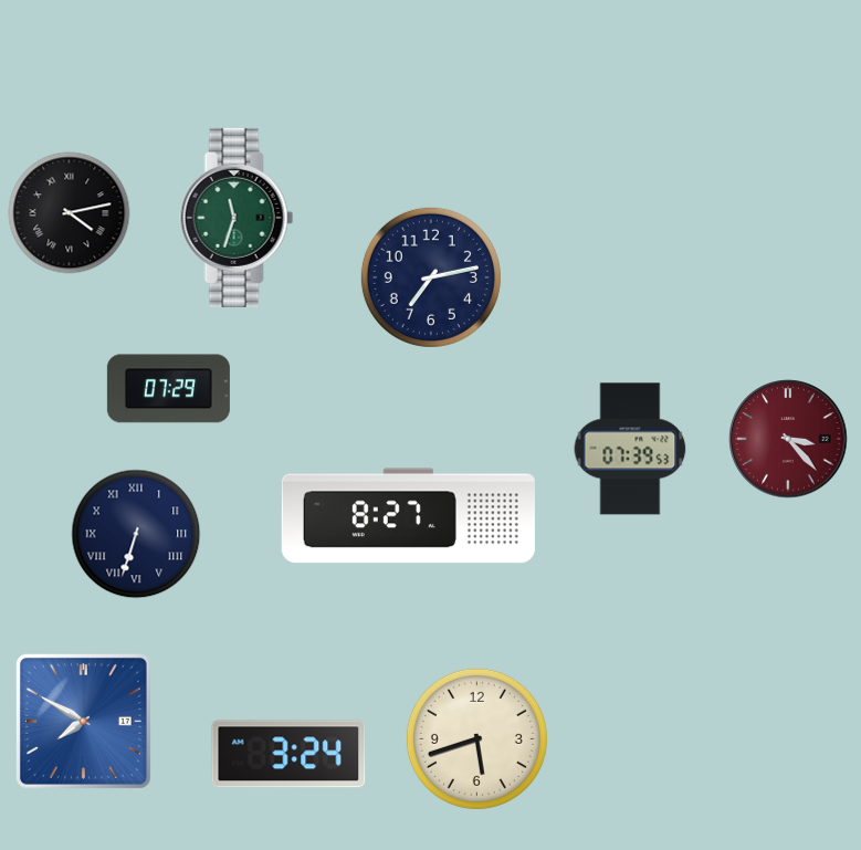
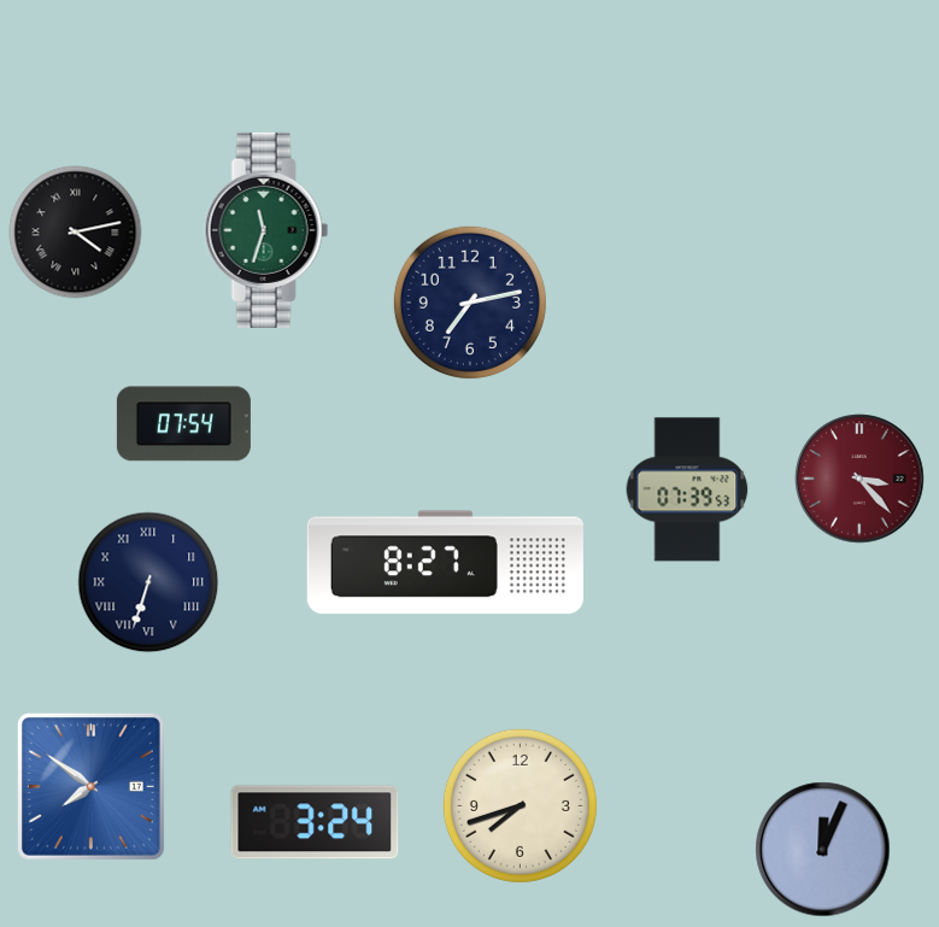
clock at (237, 218) position: (237, 218) -> (266, 230)
clock at (168, 389): 07:29 -> 07:54
clock at (83, 721): 7:50 -> 7:51
clock at (476, 738): 5:42 -> 7:42
clock at (823, 850): none -> 12:04
